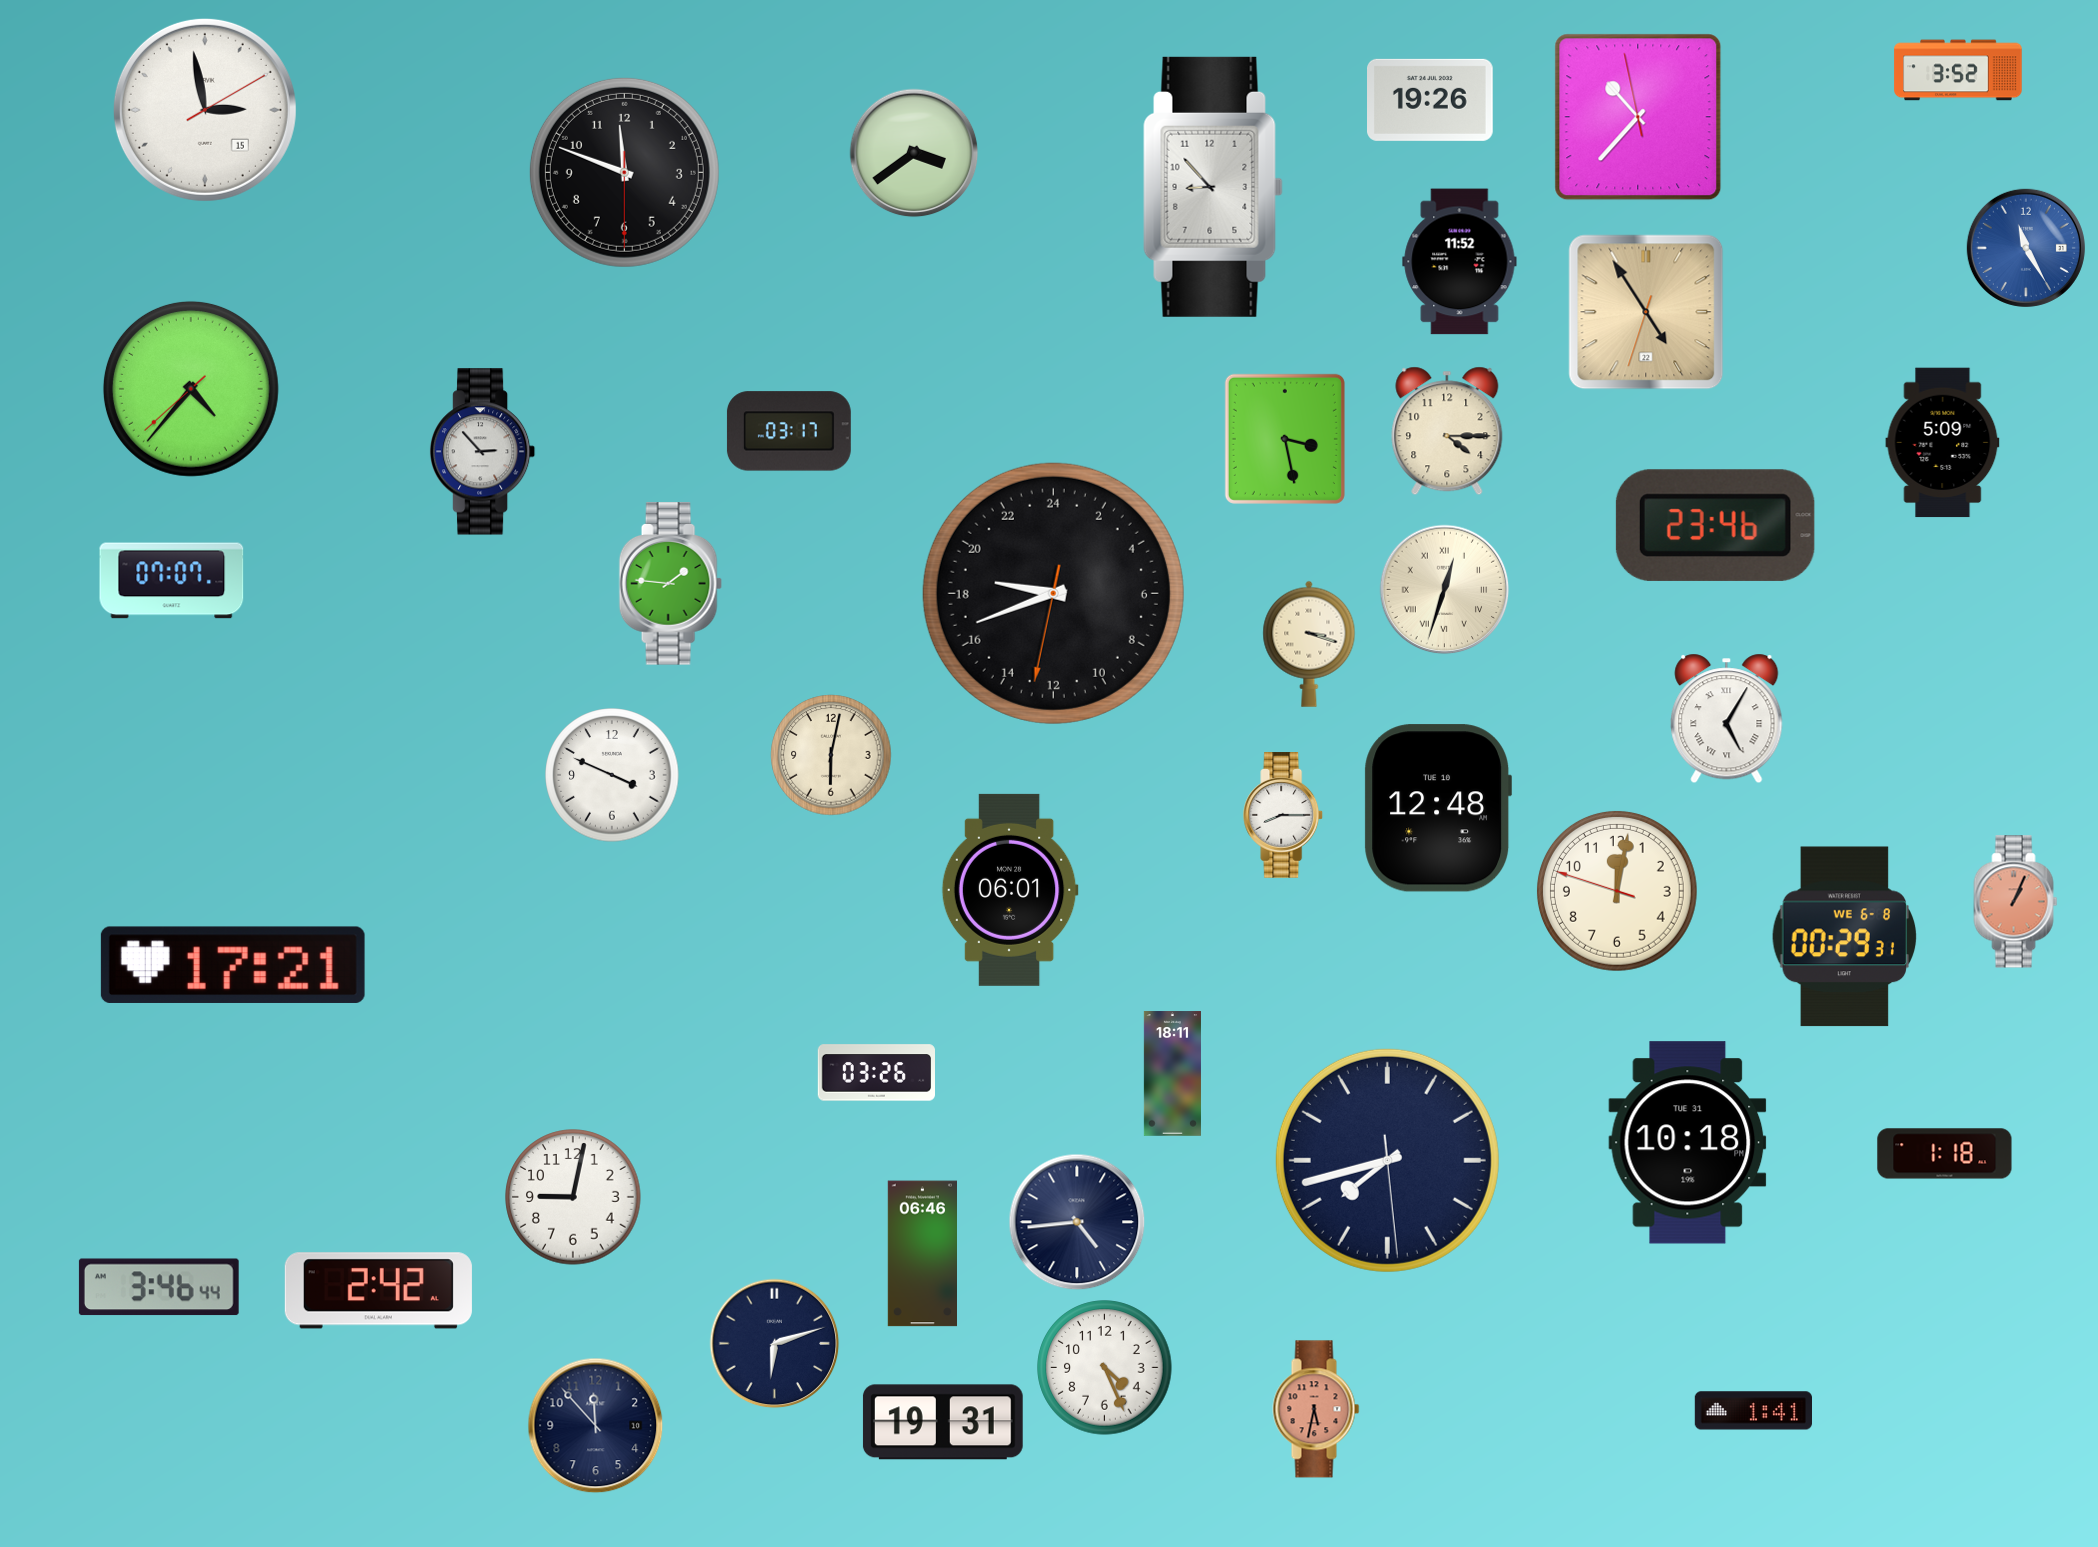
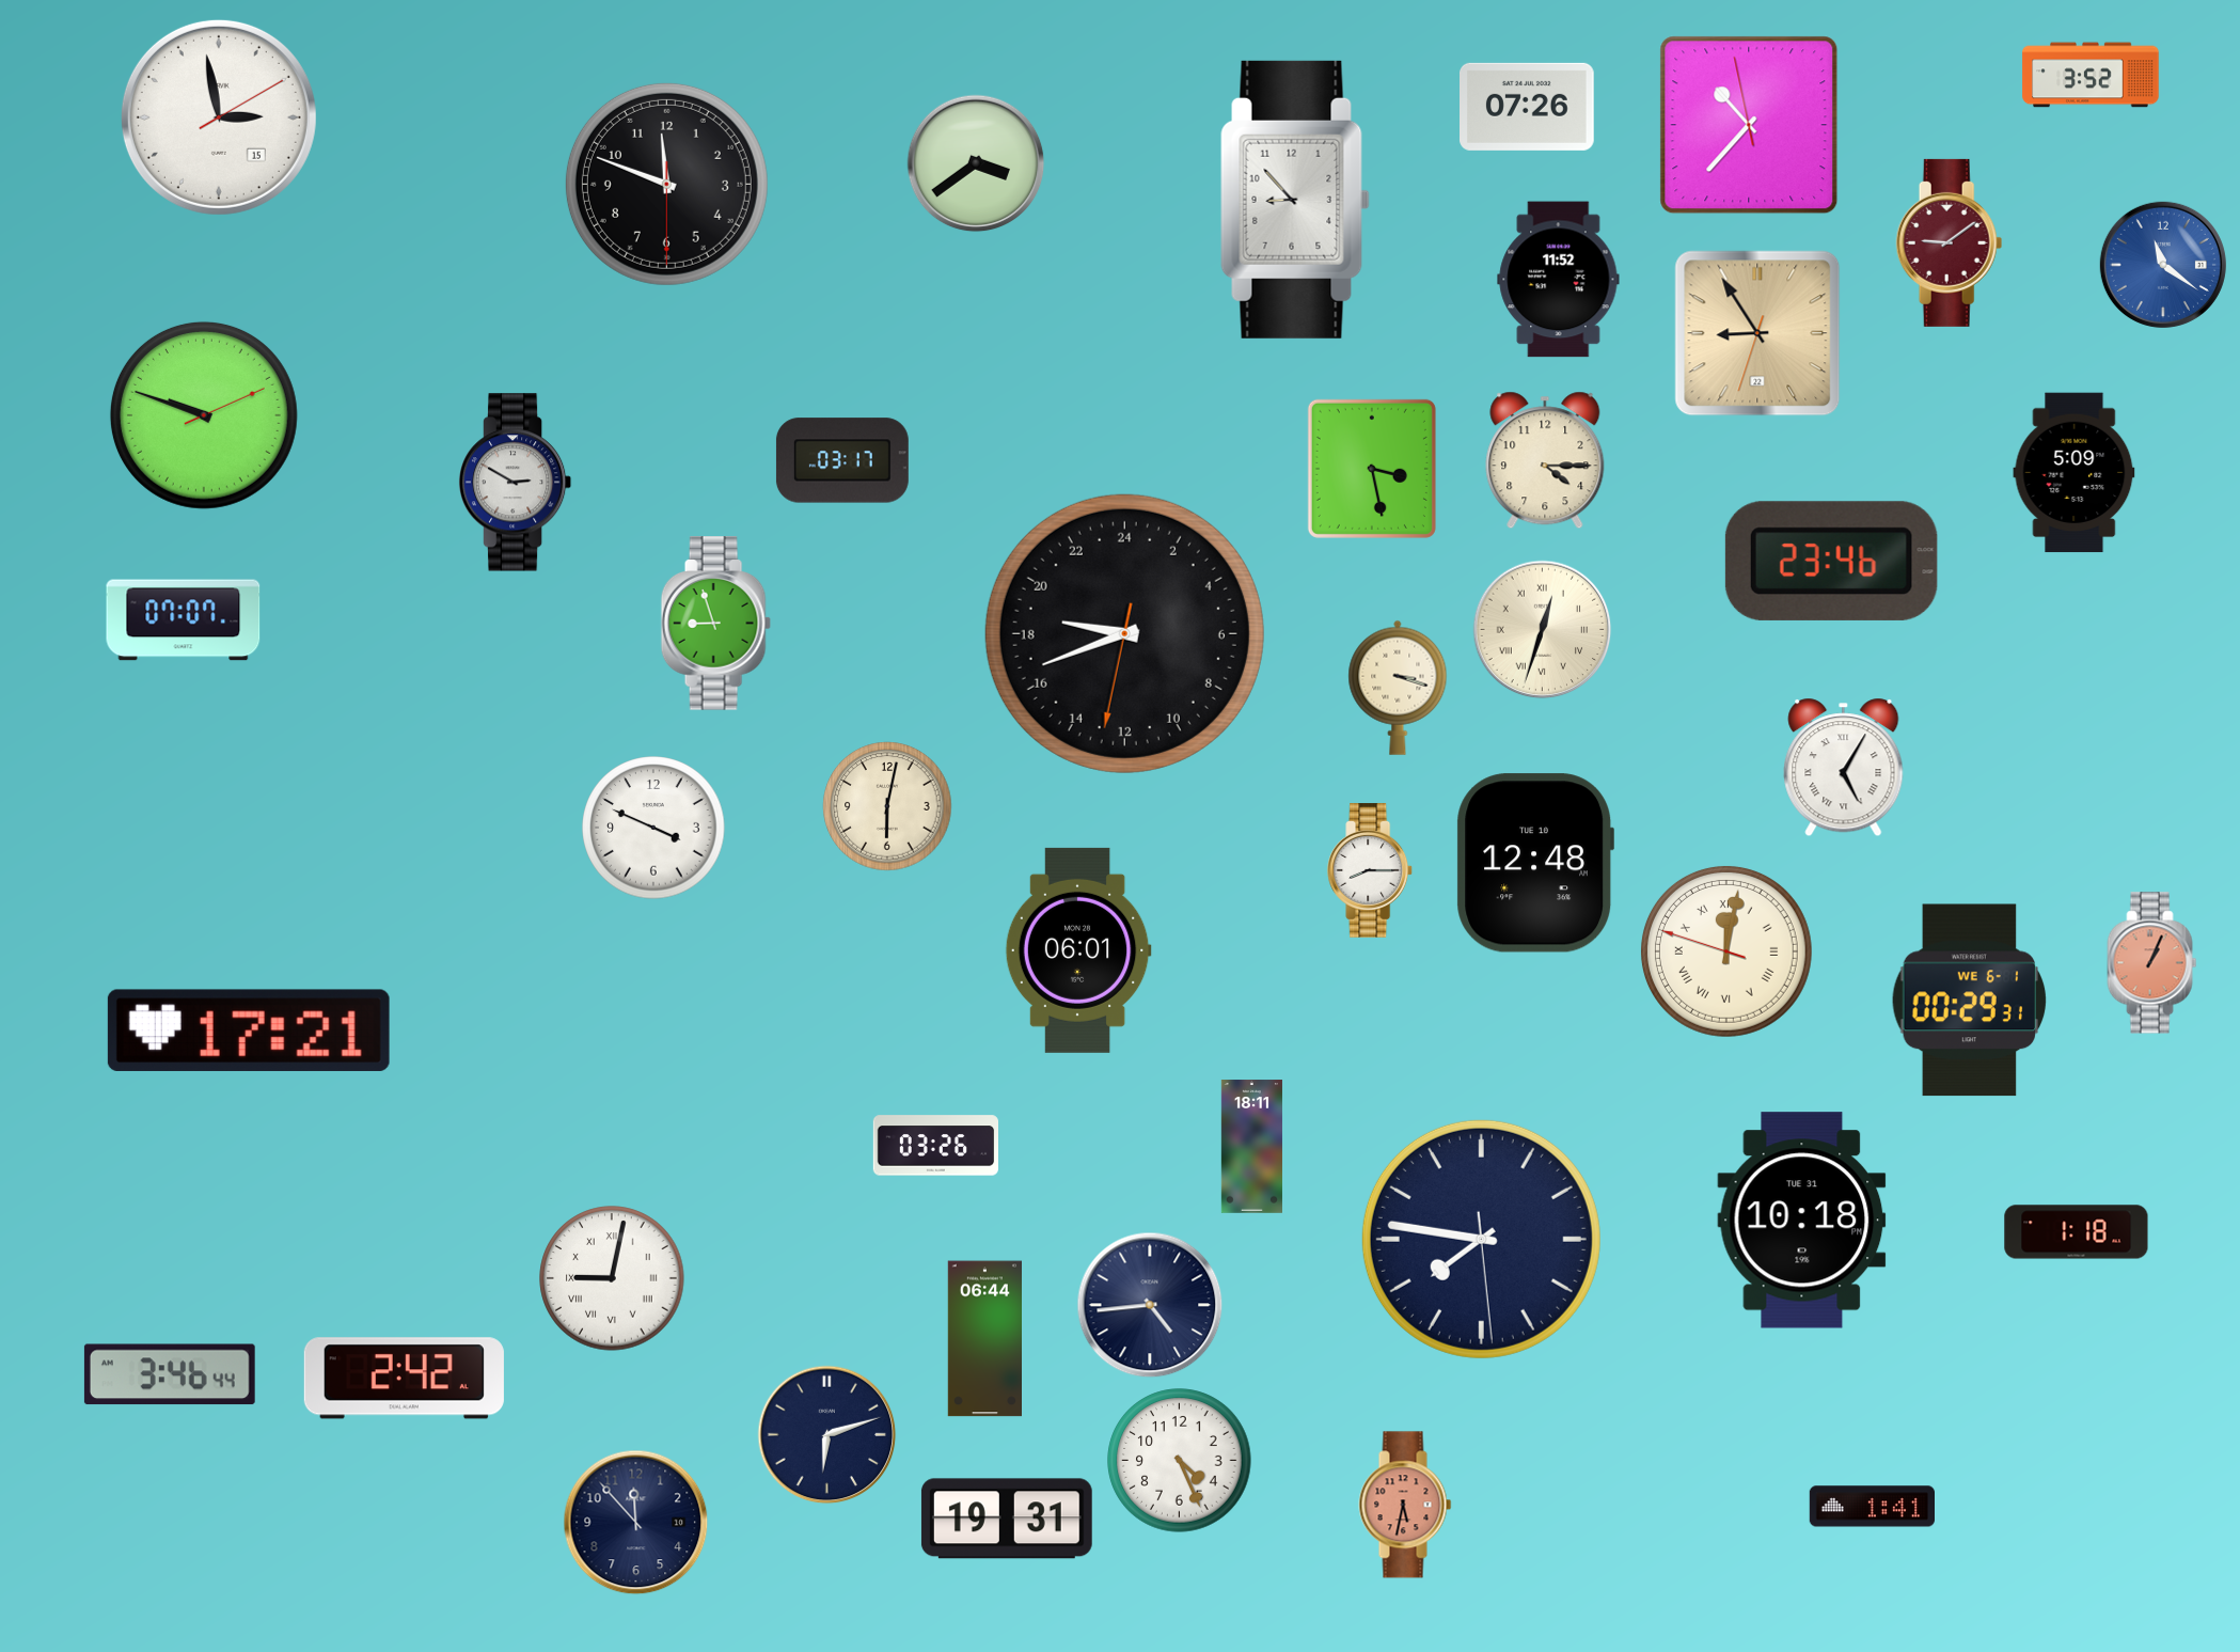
clock at (1431, 100): 19:26 -> 07:26
clock at (1950, 242): none -> 9:09
clock at (2026, 248): 11:25 -> 11:21
clock at (1646, 312): 4:54 -> 8:54
clock at (191, 389): 4:36 -> 9:48
clock at (483, 452): 2:53 -> 2:50
clock at (670, 584): 1:46 -> 8:57
clock at (1617, 891) numerals: Arabic -> Roman
clock at (1845, 937) date: WE 6-8 -> WE 6-1
clock at (1387, 1160): 7:42 -> 7:46
clock at (573, 1197) numerals: Arabic -> Roman
clock at (922, 1254): 06:46 -> 06:44
